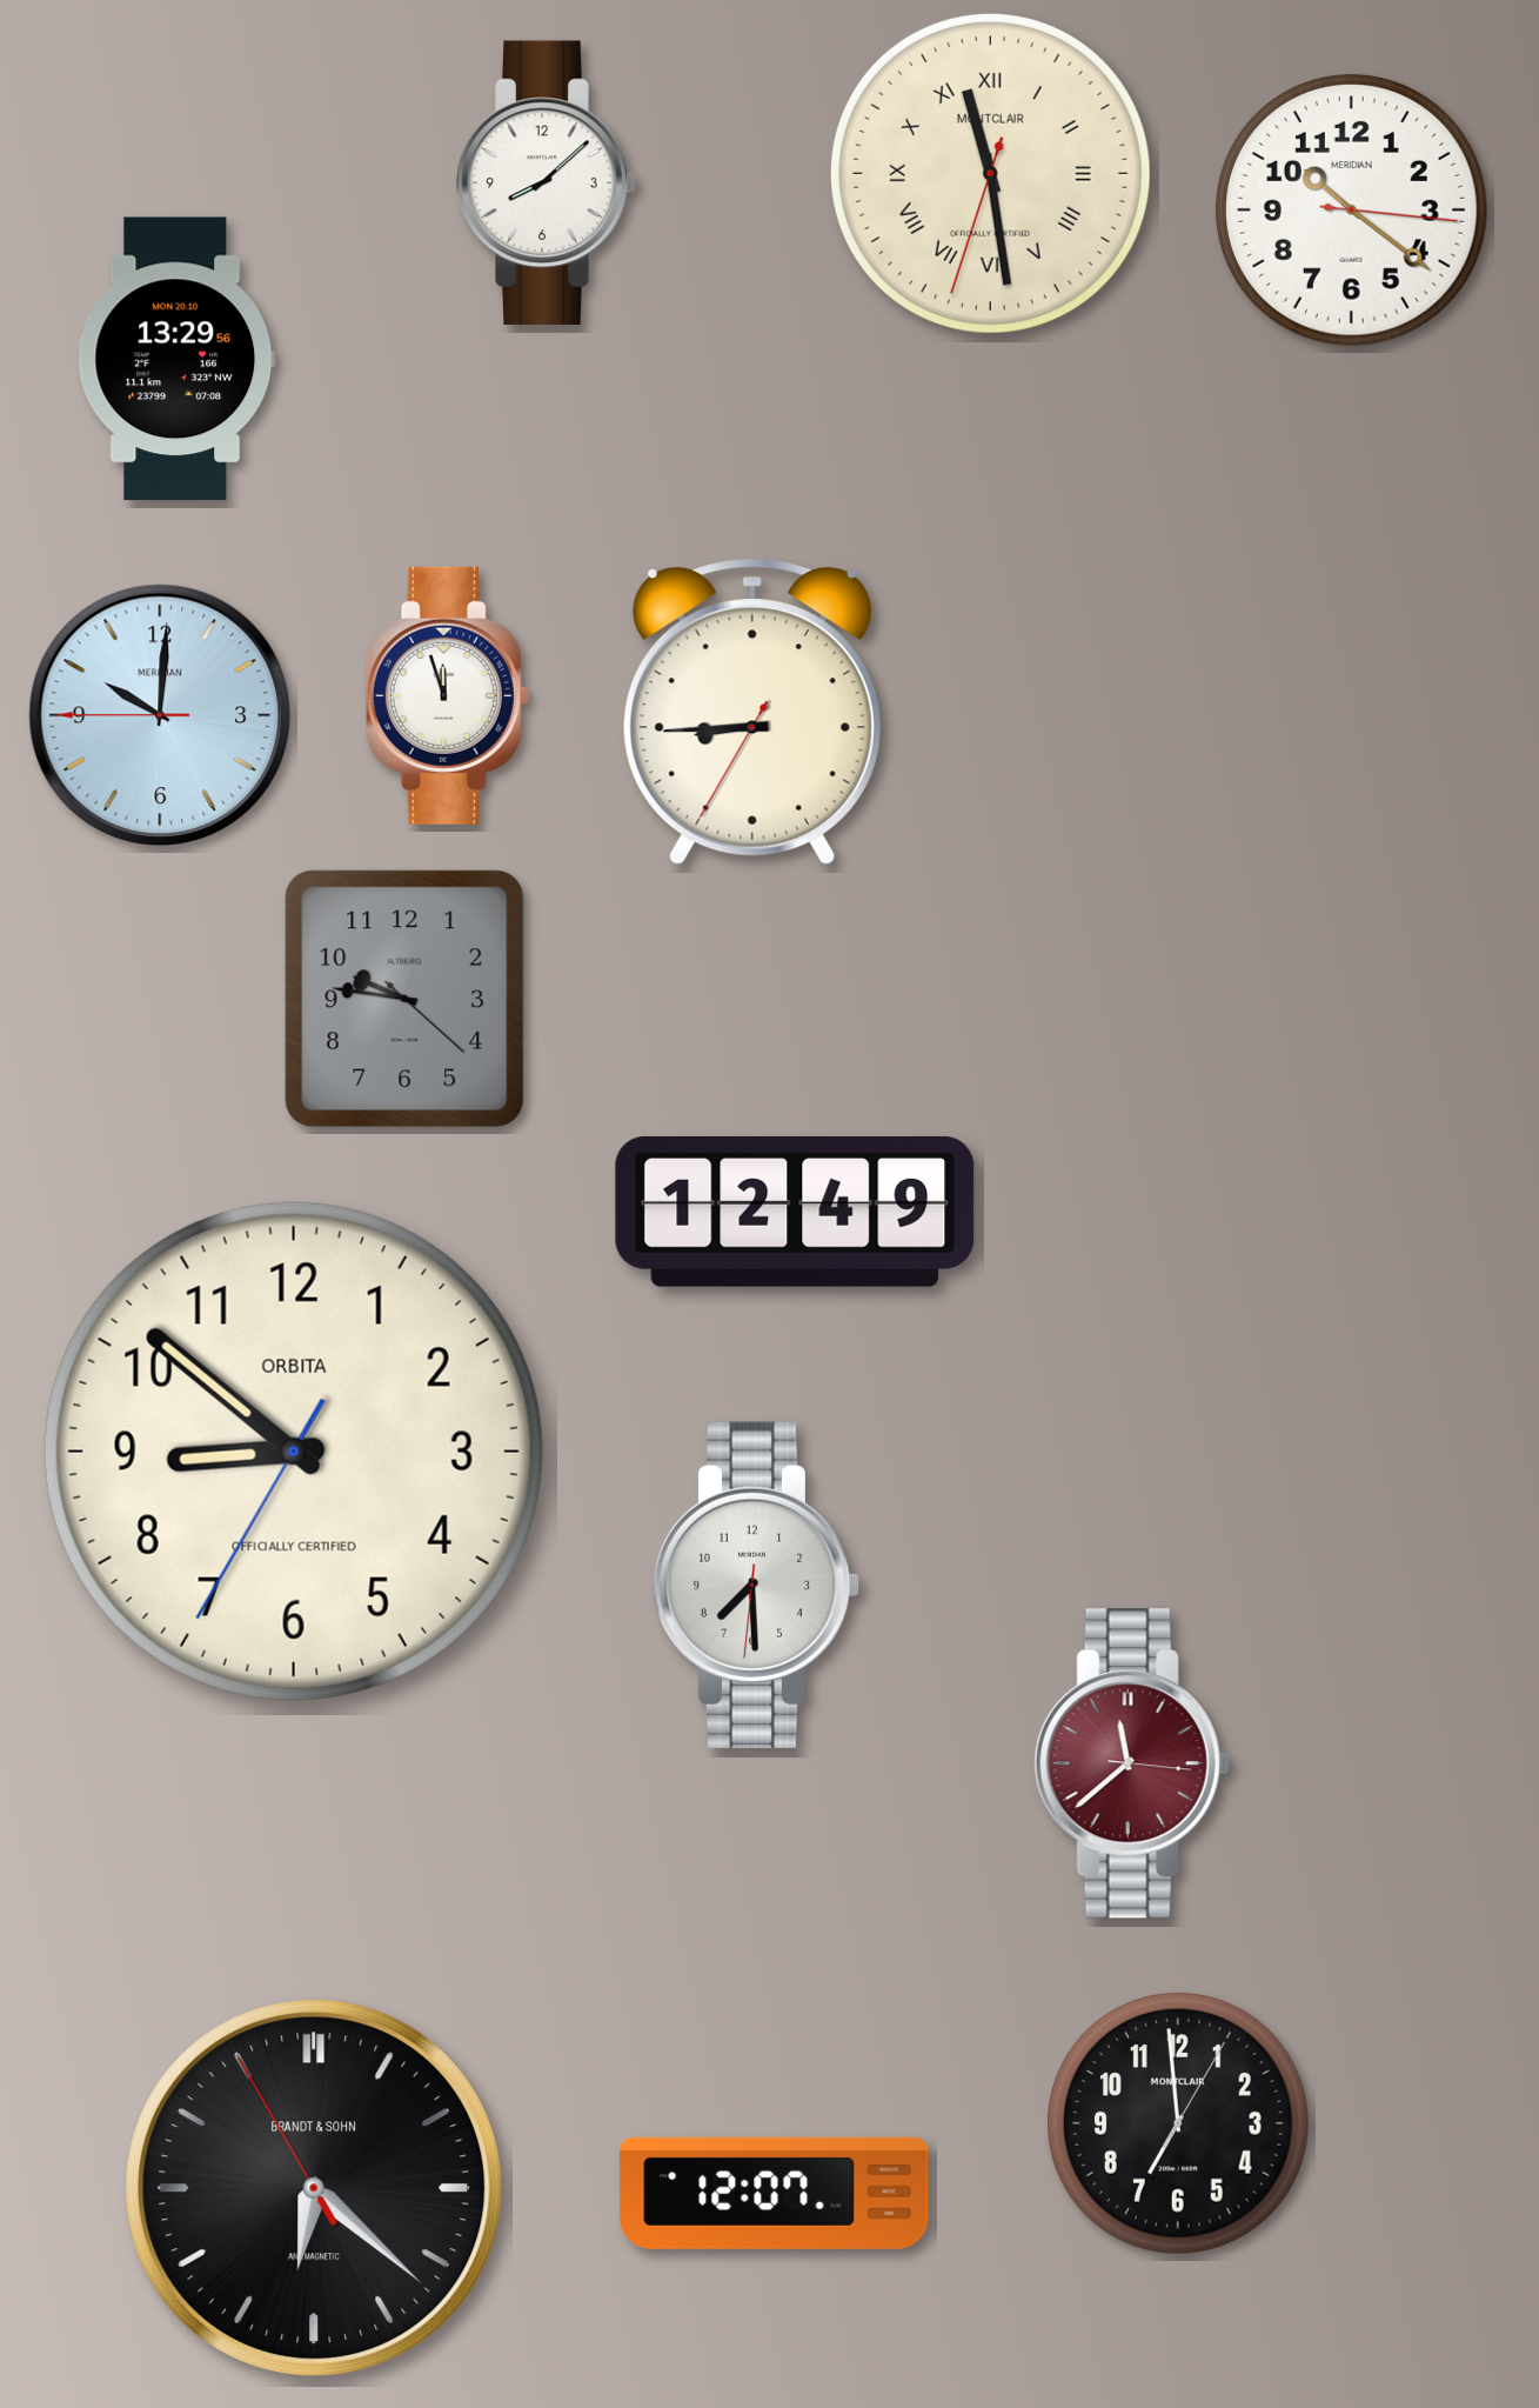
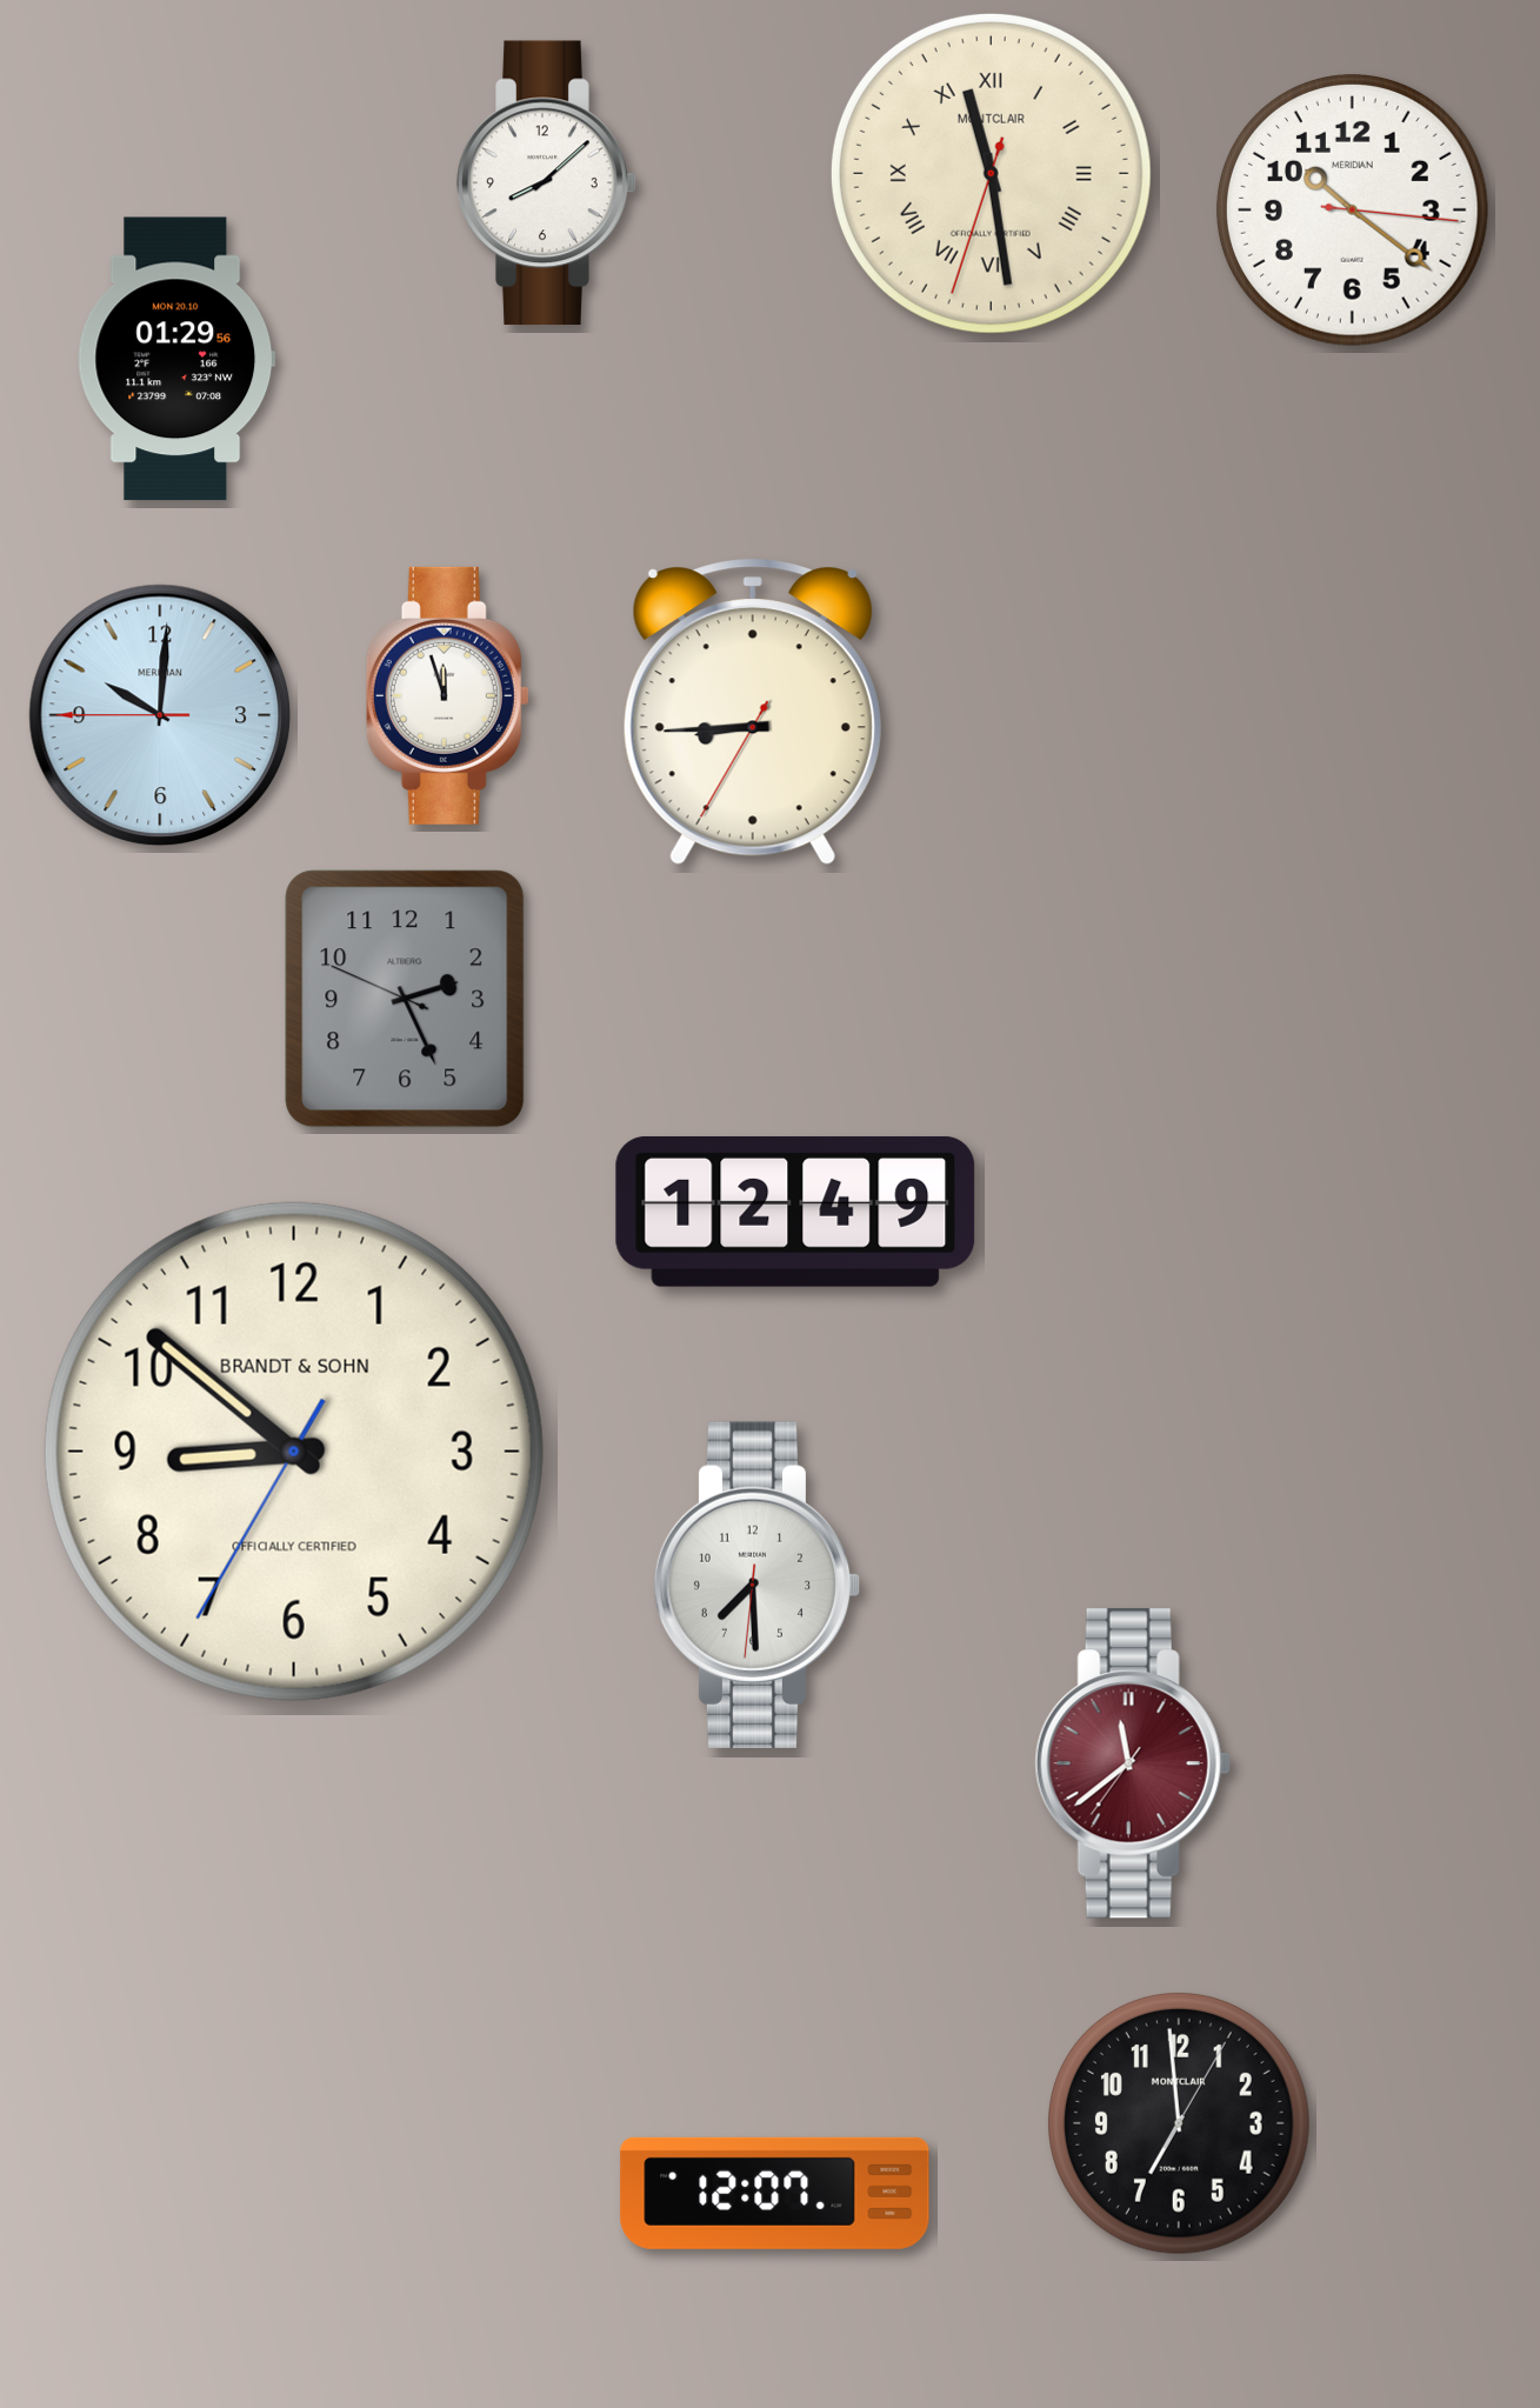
clock at (176, 359): 13:29 -> 01:29
clock at (404, 999): 9:46 -> 2:25
clock at (294, 1452) brand: ORBITA -> BRANDT & SOHN
clock at (1132, 1763): 11:38:16 -> 11:38:36
clock at (314, 2188): 6:21 -> none
